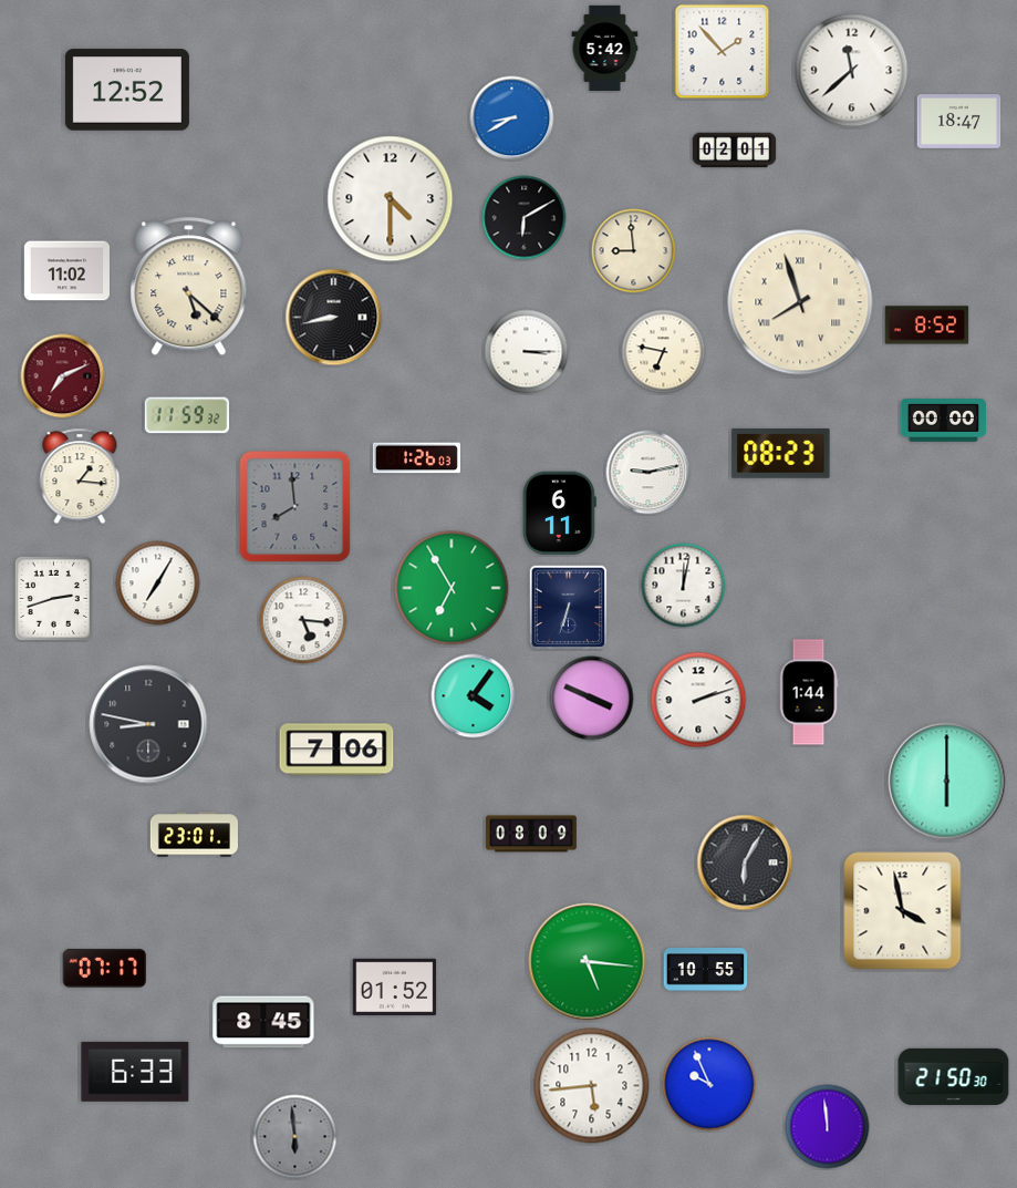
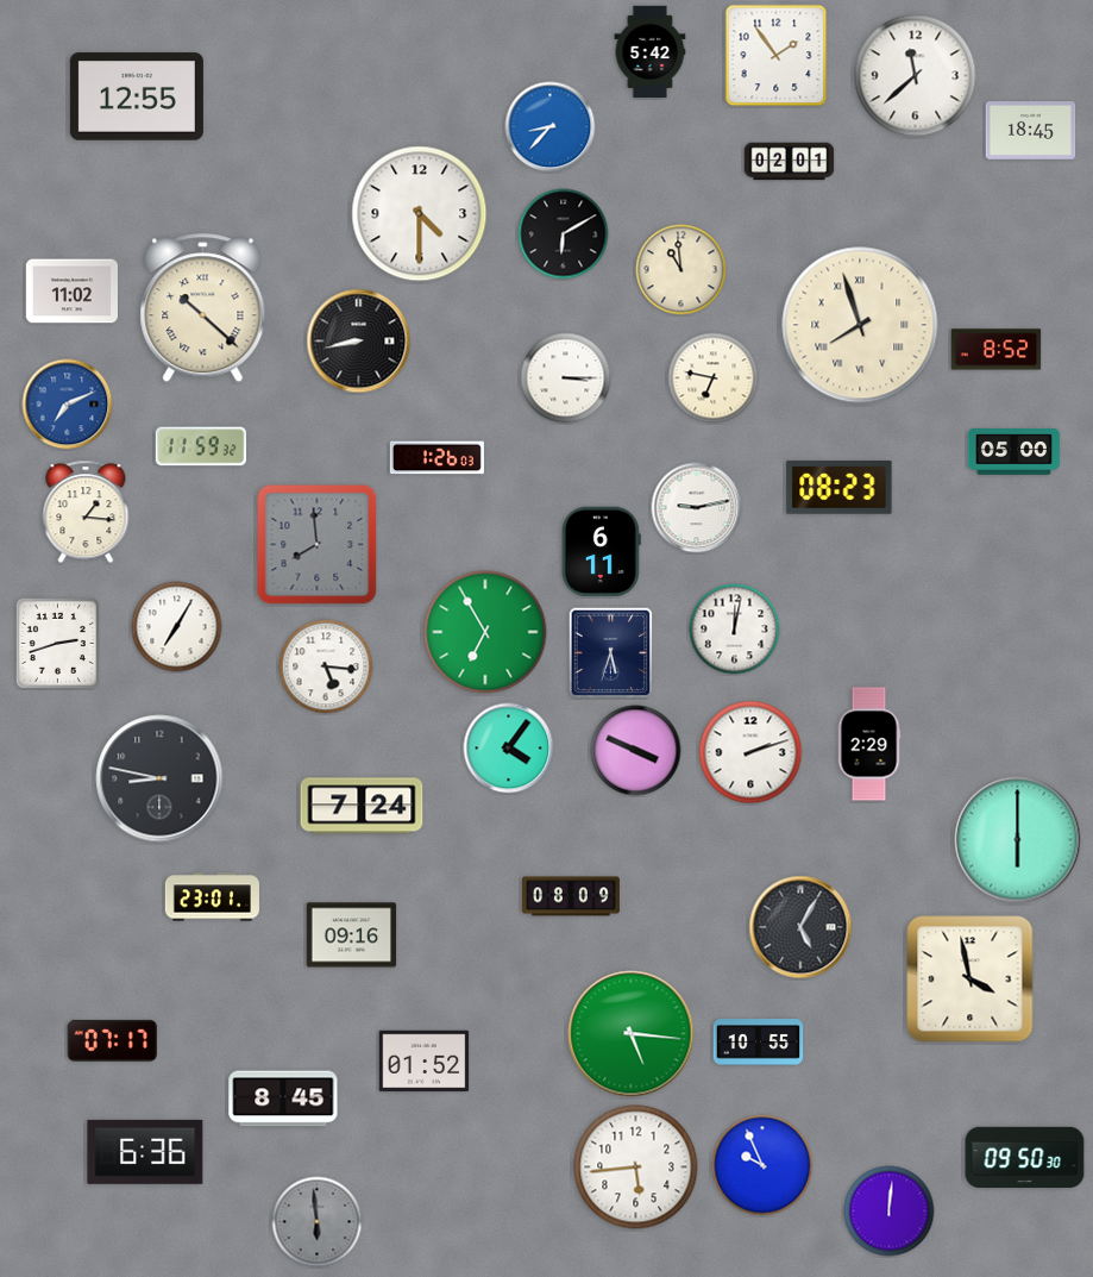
clock at (723, 52): 1:53 -> 1:54
clock at (127, 90): 12:52 -> 12:55
clock at (512, 118): 8:40 -> 8:37
clock at (959, 122): 18:47 -> 18:45
clock at (634, 251): 8:59 -> 10:59
clock at (189, 287): 5:22 -> 10:22
clock at (63, 376) dial: burgundy -> blue
clock at (944, 421): 00:00 -> 05:00
clock at (416, 458) position: (416, 458) -> (436, 458)
clock at (158, 583) position: (158, 583) -> (177, 627)
clock at (569, 608): 6:33 -> 5:33
clock at (809, 692): 1:44 -> 2:29
clock at (336, 750): 7:06 -> 7:24
clock at (194, 835) position: (194, 835) -> (212, 897)
clock at (745, 862): 6:05 -> 5:05
clock at (352, 935): none -> 09:16
clock at (135, 1072): 6:33 -> 6:36
clock at (954, 1076): 21:50 -> 09:50
clock at (828, 1127): 11:59 -> 12:01
